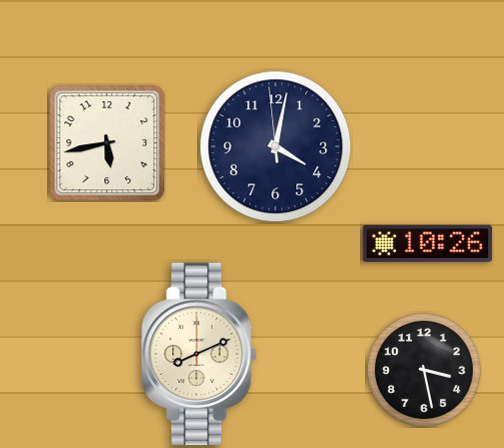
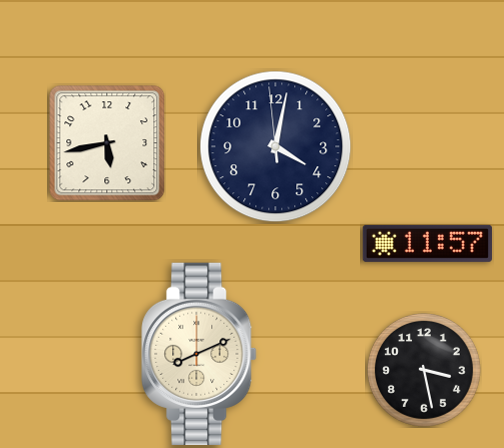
clock at (427, 243): 10:26 -> 11:57
